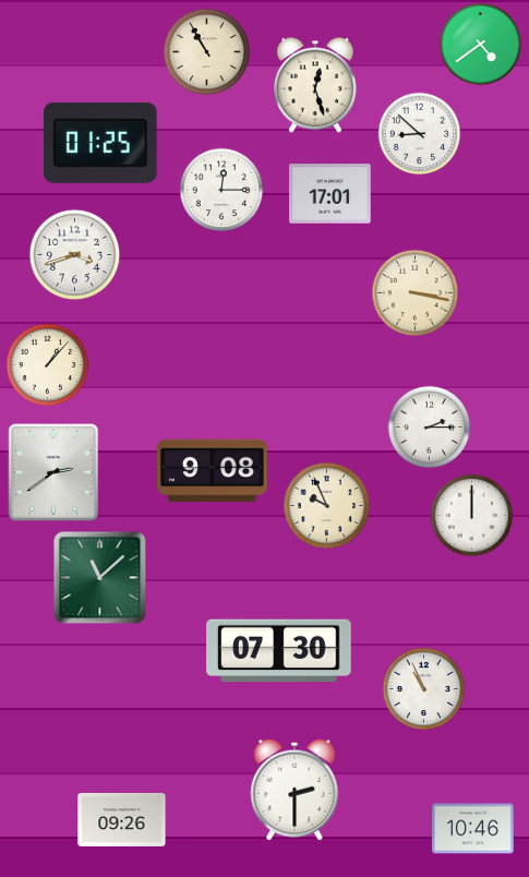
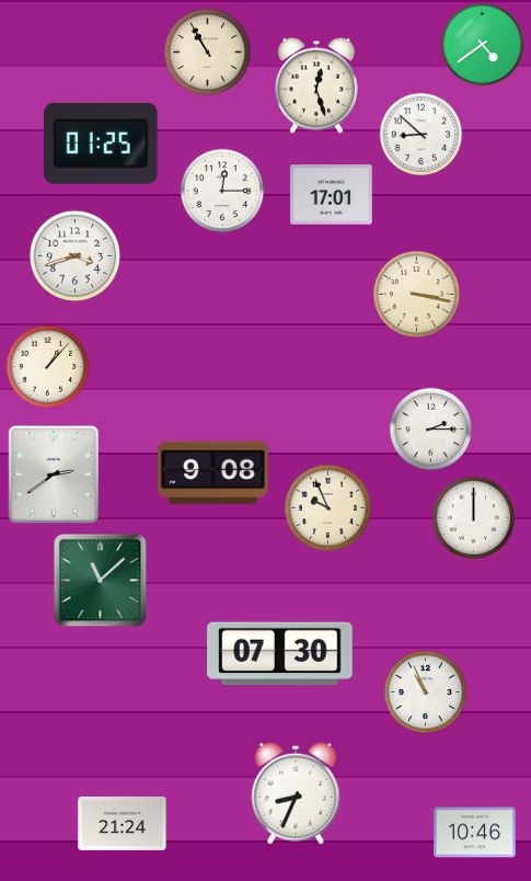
clock at (294, 790): 2:30 -> 8:34
clock at (122, 819): 09:26 -> 21:24
